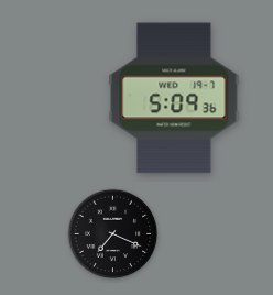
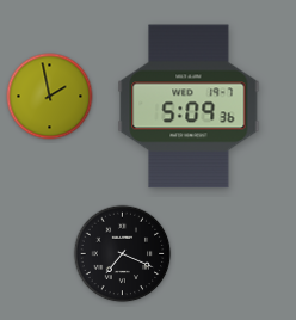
clock at (50, 97): none -> 1:58
